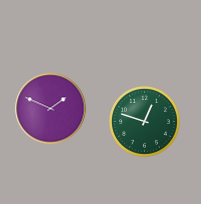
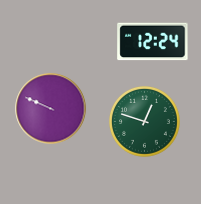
clock at (153, 42): none -> 12:24
clock at (51, 109): 1:49 -> 9:49
